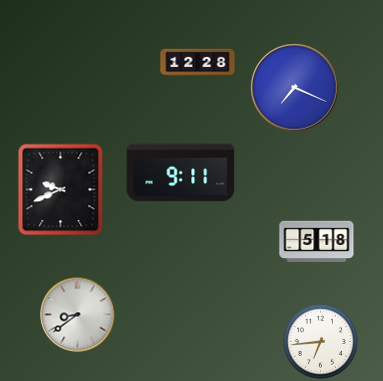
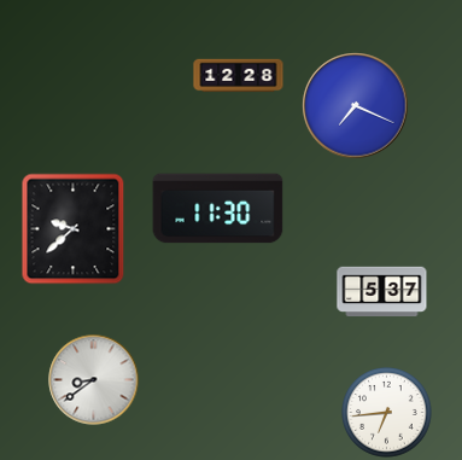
clock at (181, 173): 9:11 -> 11:30
clock at (61, 190): 9:41 -> 9:38
clock at (317, 242): 5:18 -> 5:37
